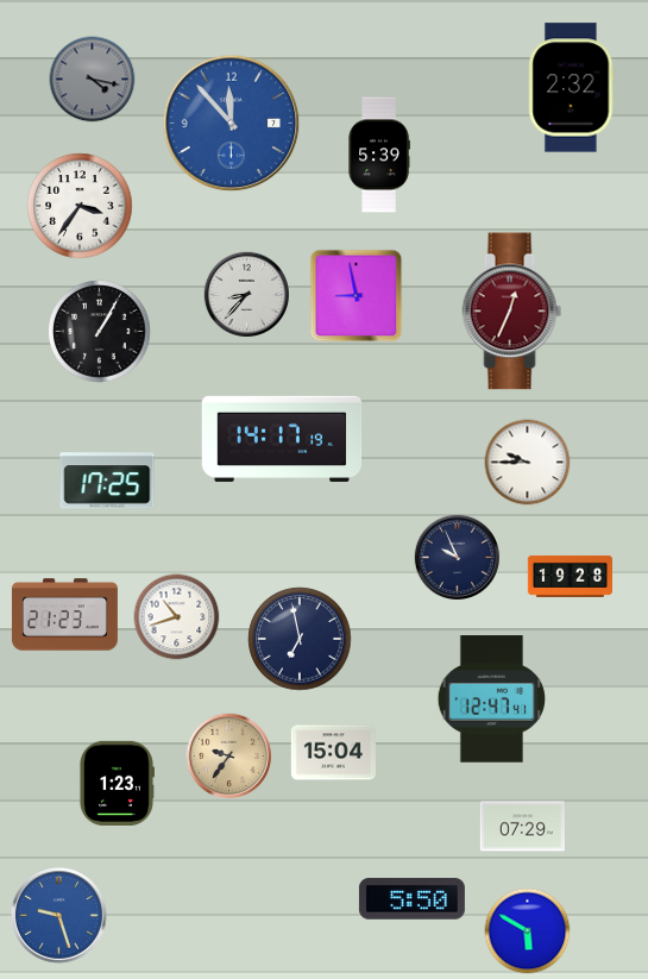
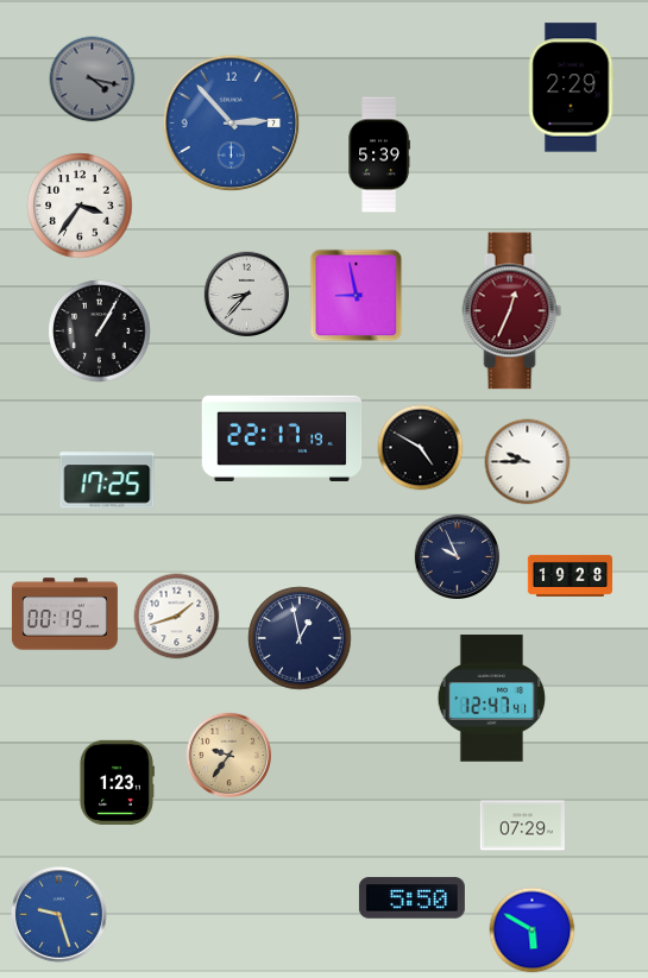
clock at (572, 88): 2:32 -> 2:29
clock at (232, 124): 11:53 -> 2:53
clock at (282, 439): 14:17 -> 22:17
clock at (421, 448): none -> 4:50
clock at (64, 615): 21:23 -> 00:19
clock at (177, 617): 10:42 -> 1:42
clock at (300, 639): 6:58 -> 12:58
clock at (333, 753): 15:04 -> none
clock at (528, 931) position: (528, 931) -> (533, 930)
